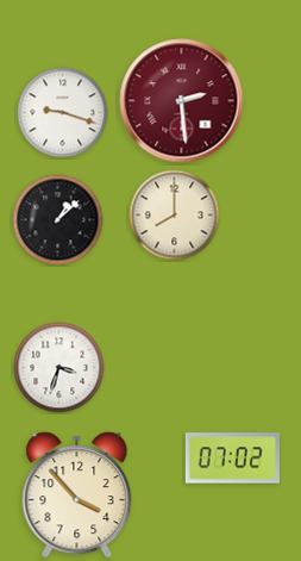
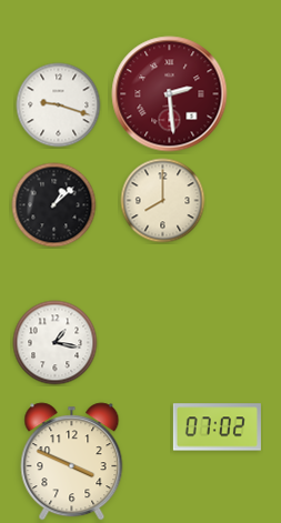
clock at (59, 368): 3:33 -> 1:17
clock at (77, 495): 3:53 -> 3:49
